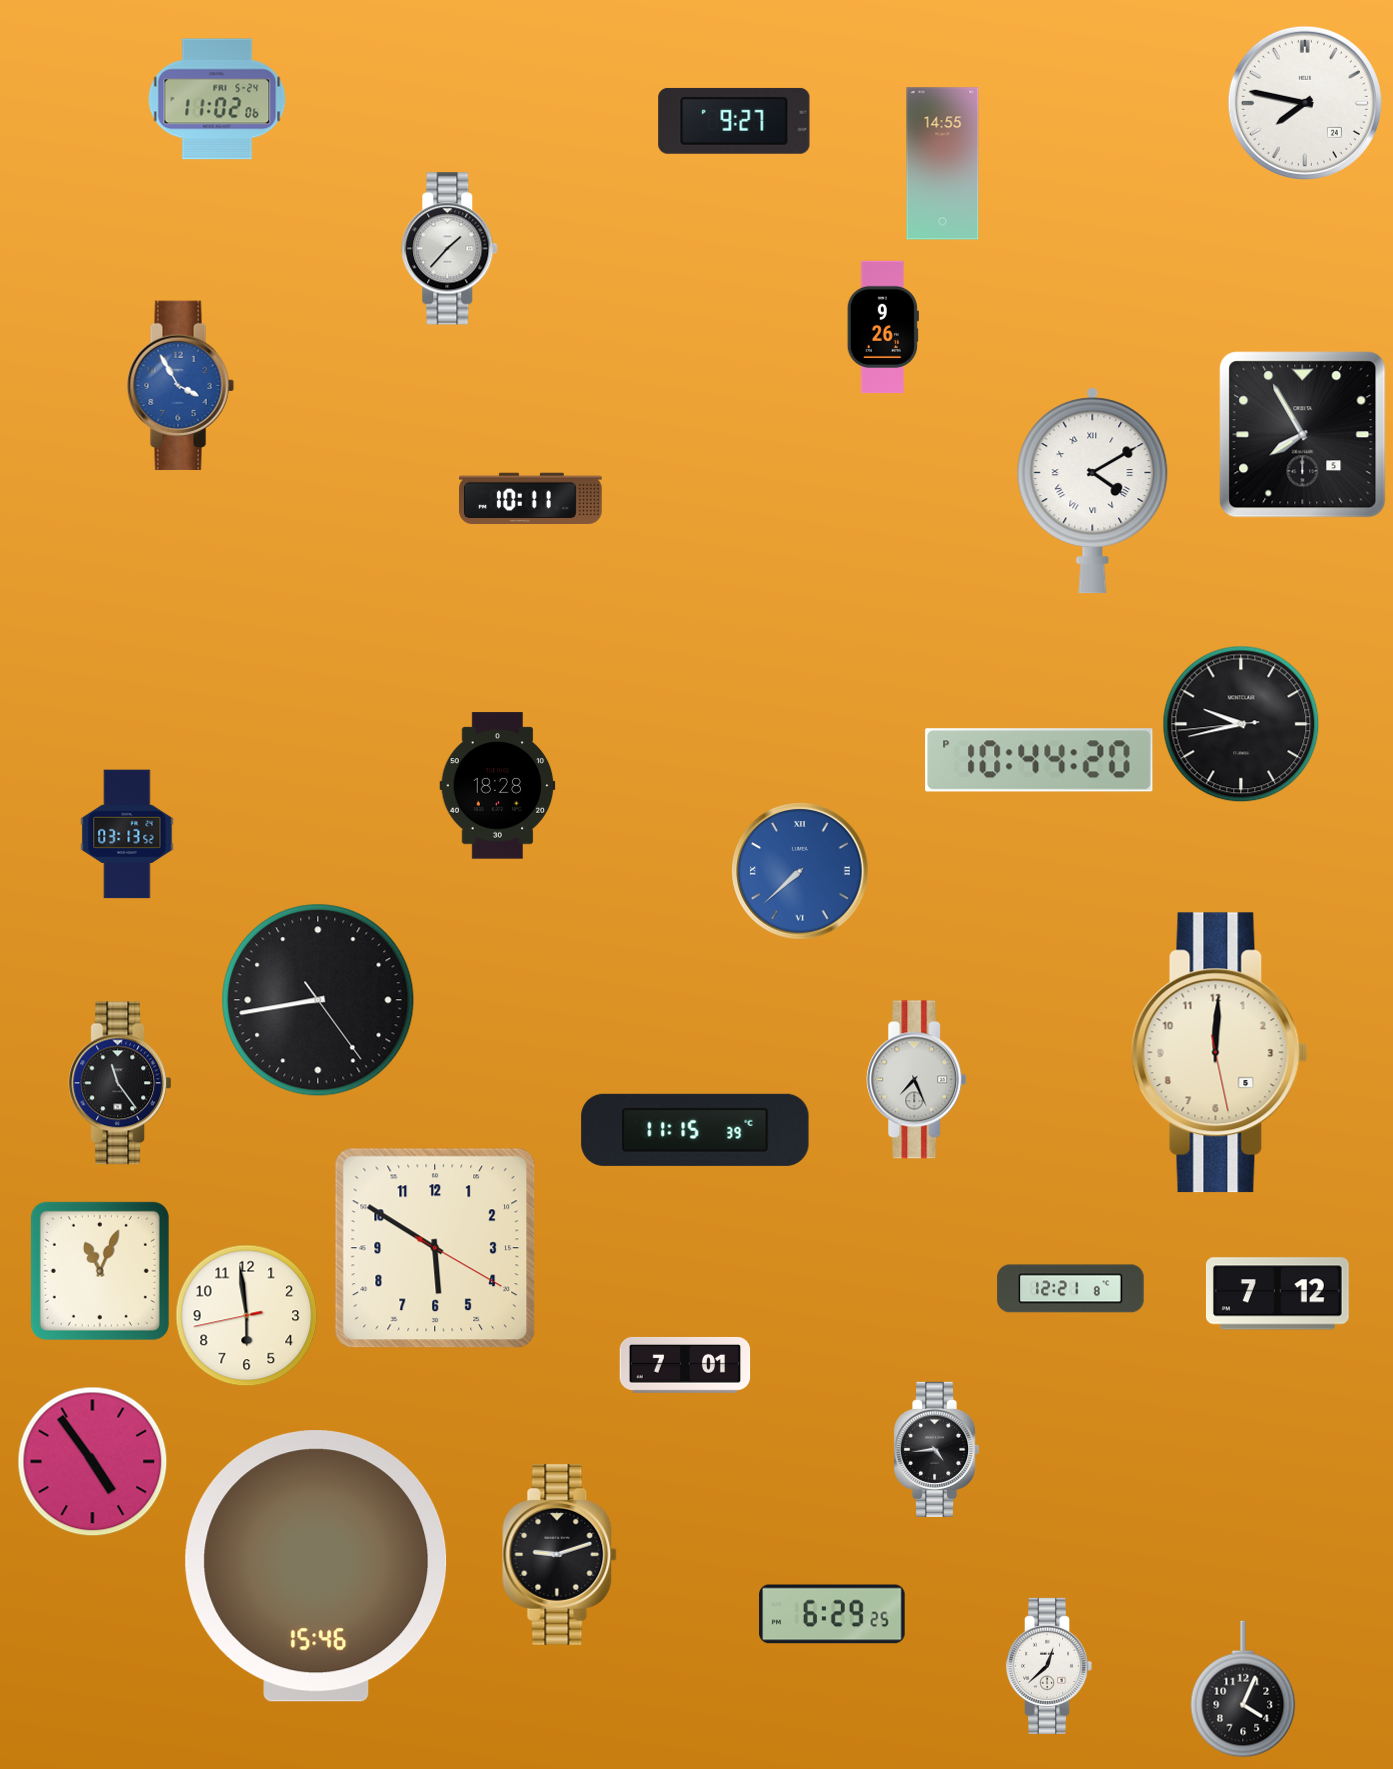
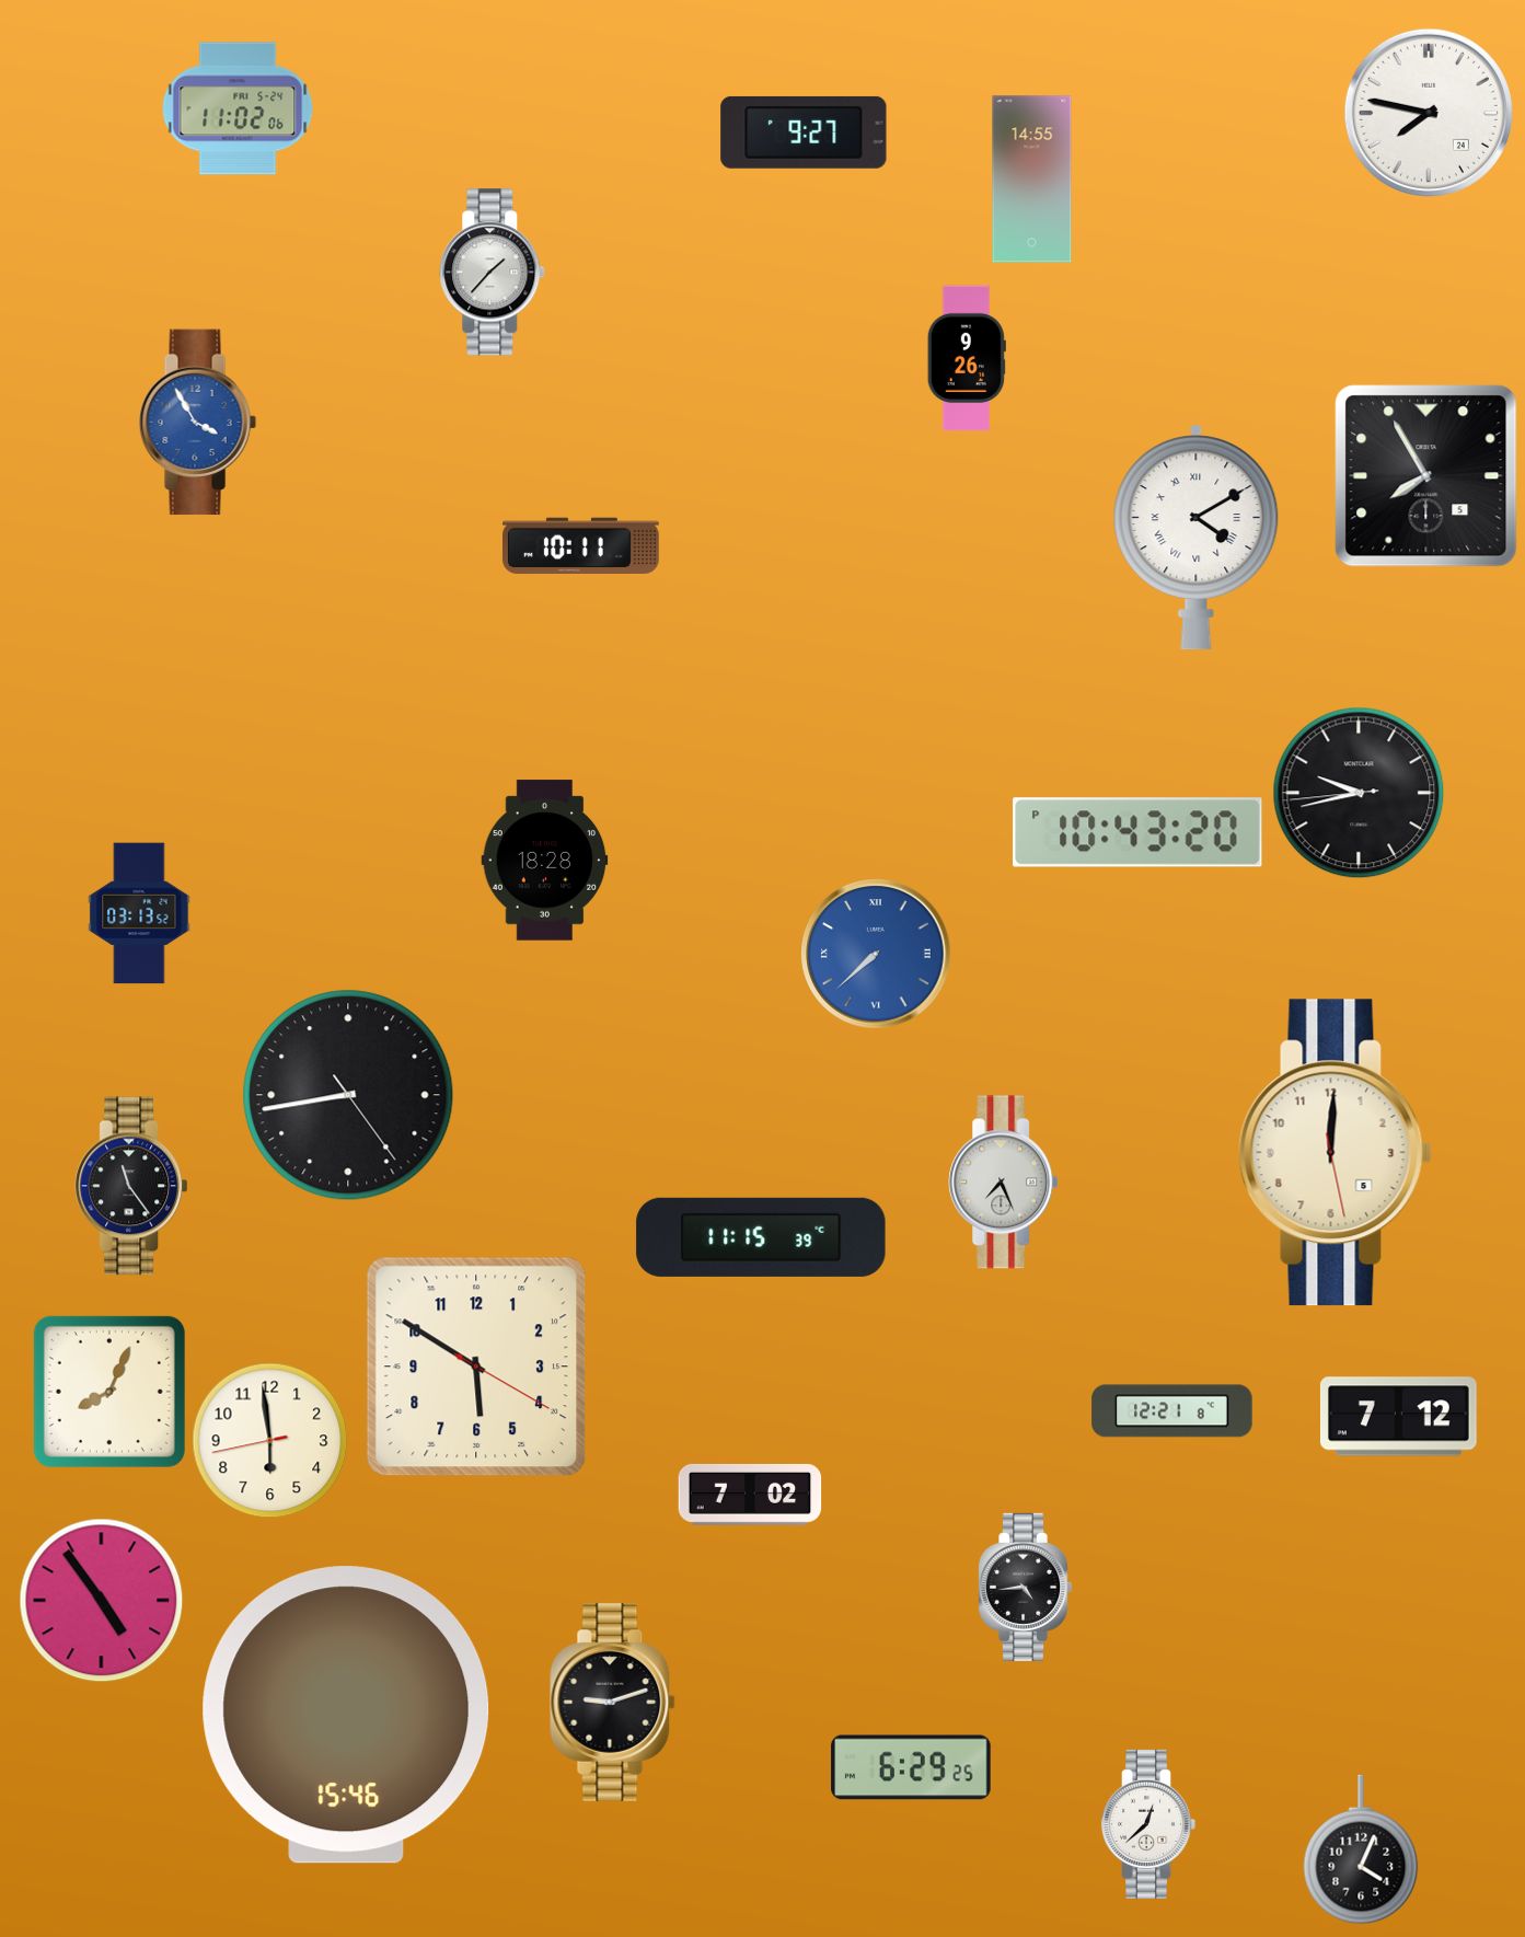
clock at (1039, 760): 10:44 -> 10:43
clock at (100, 1271): 11:04 -> 8:04
clock at (685, 1365): 7:01 -> 7:02
